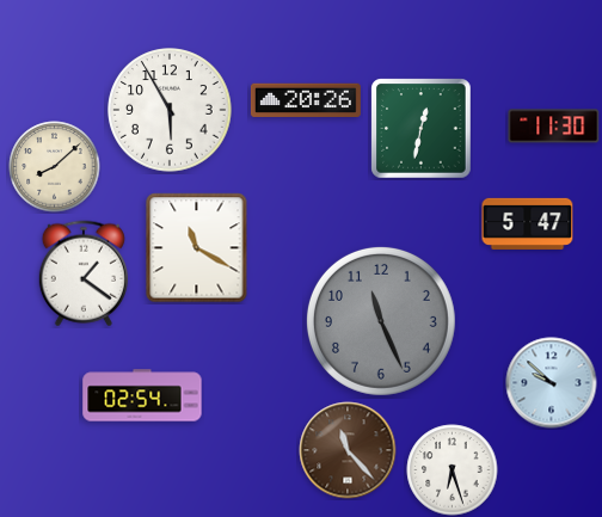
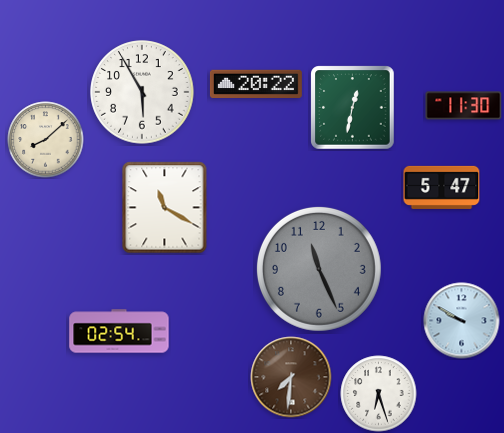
clock at (306, 99): 20:26 -> 20:22
clock at (84, 273): 1:21 -> none
clock at (552, 383): 9:52 -> 9:50
clock at (348, 450): 11:23 -> 7:31
